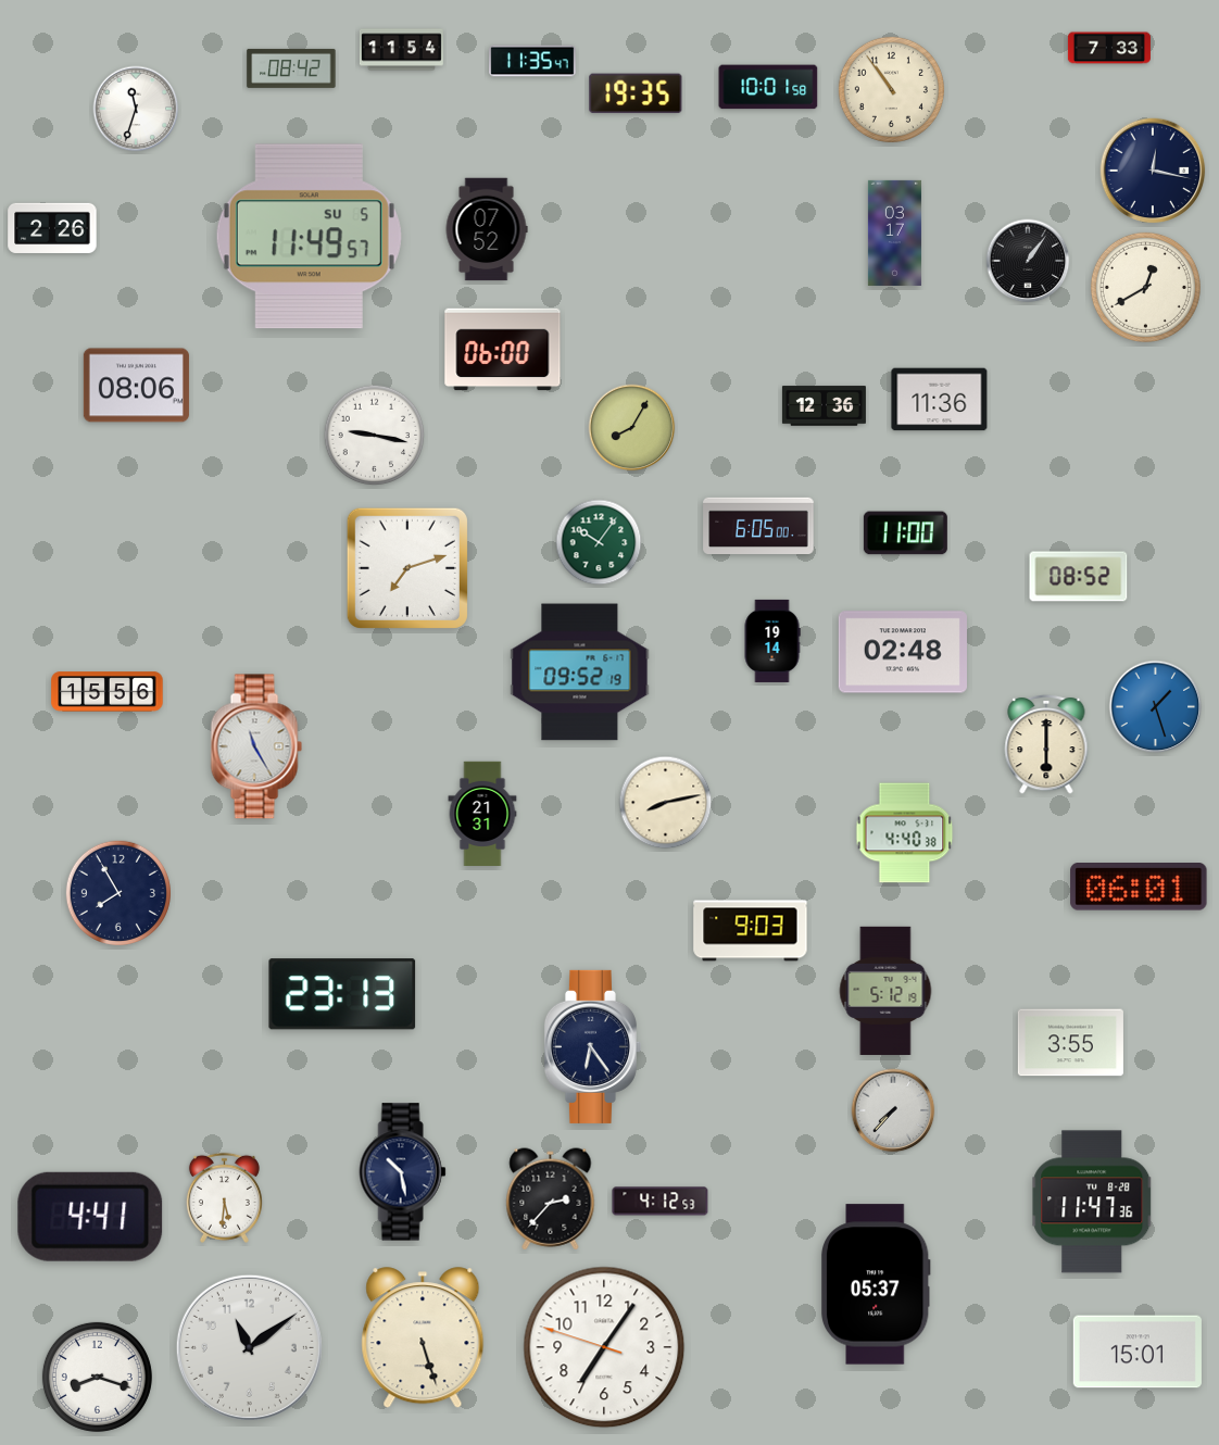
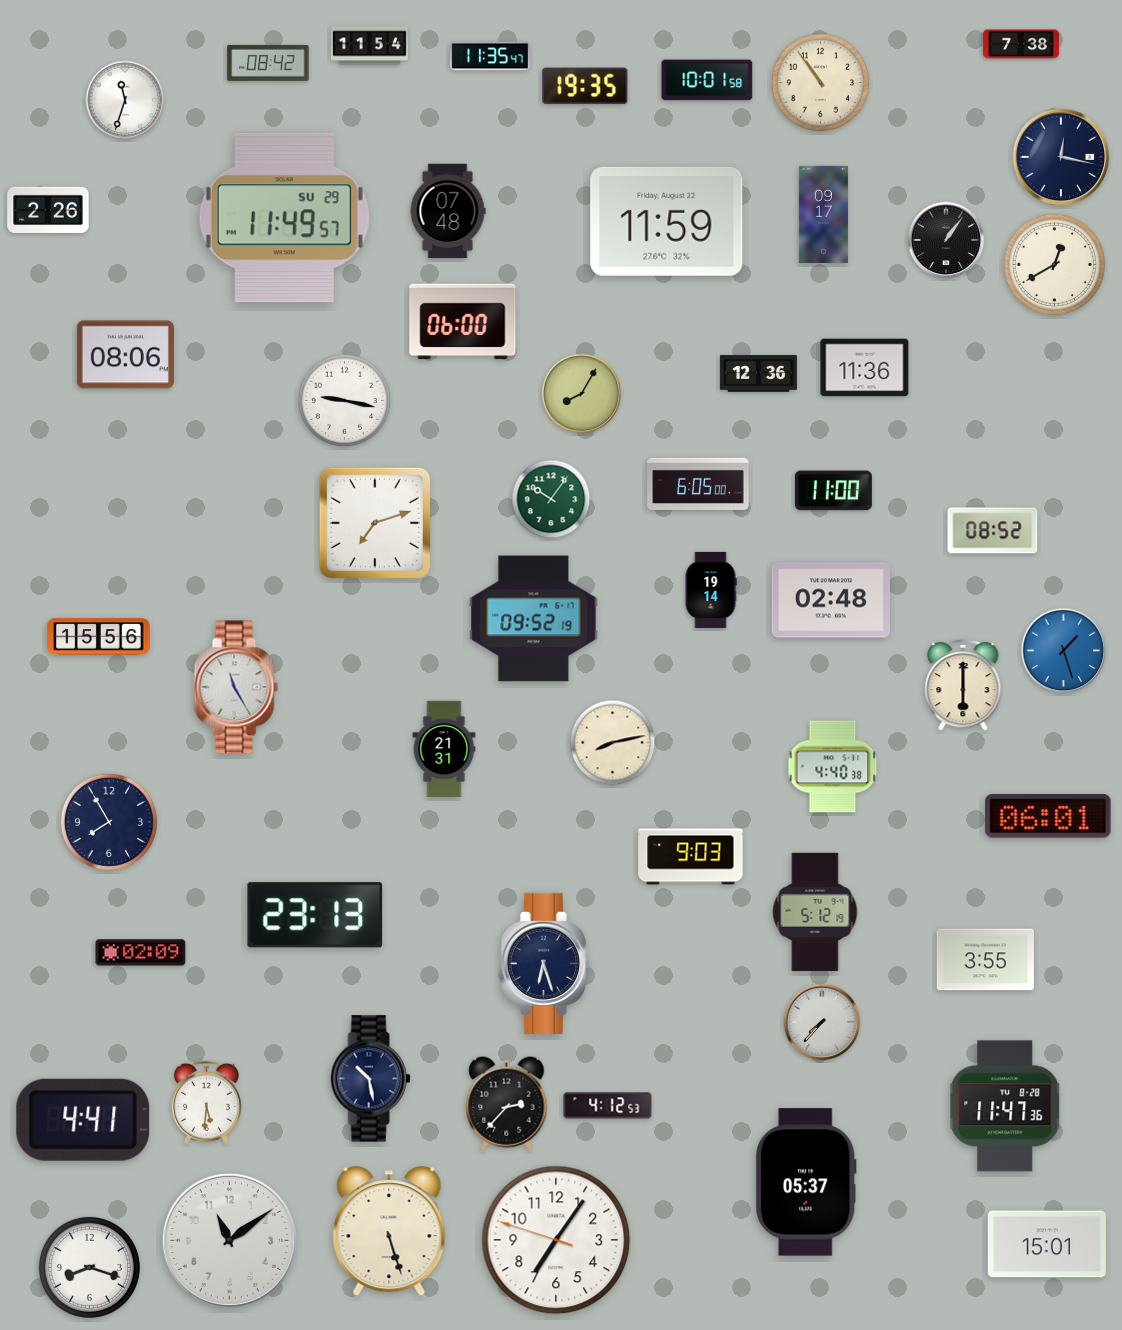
clock at (1109, 48): 7:33 -> 7:38
clock at (487, 229): 07:52 -> 07:48
clock at (894, 233): 03:17 -> 09:17
clock at (309, 237) date: SU 5 -> SU 29
clock at (667, 221): none -> 11:59
clock at (666, 803) position: (666, 803) -> (613, 743)
clock at (141, 953): none -> 02:09
clock at (592, 1046): 6:24 -> 6:27
